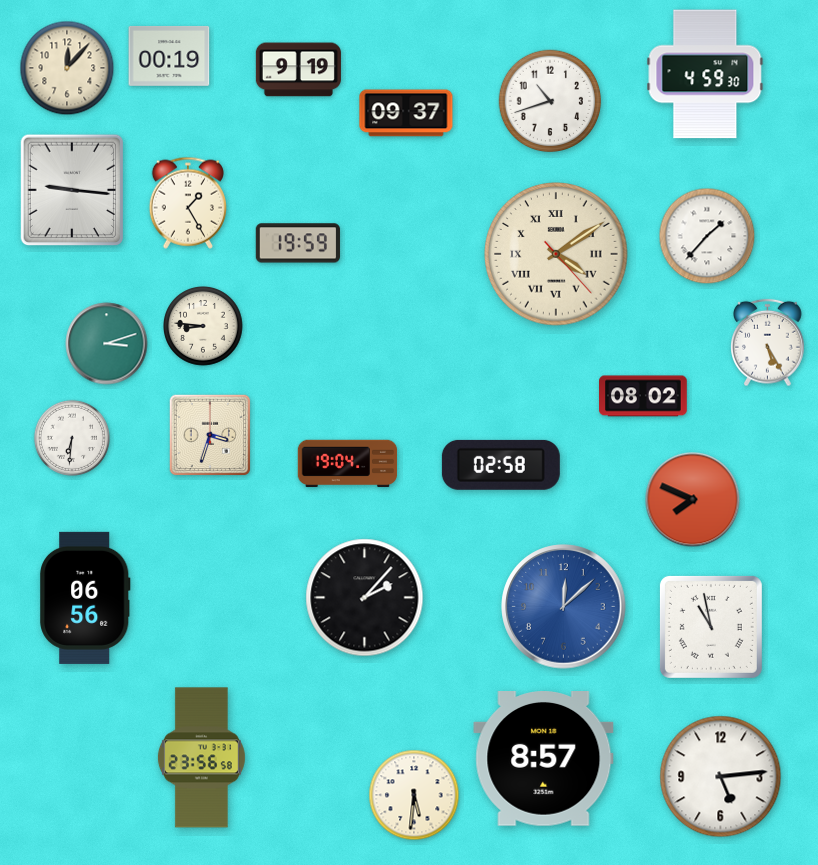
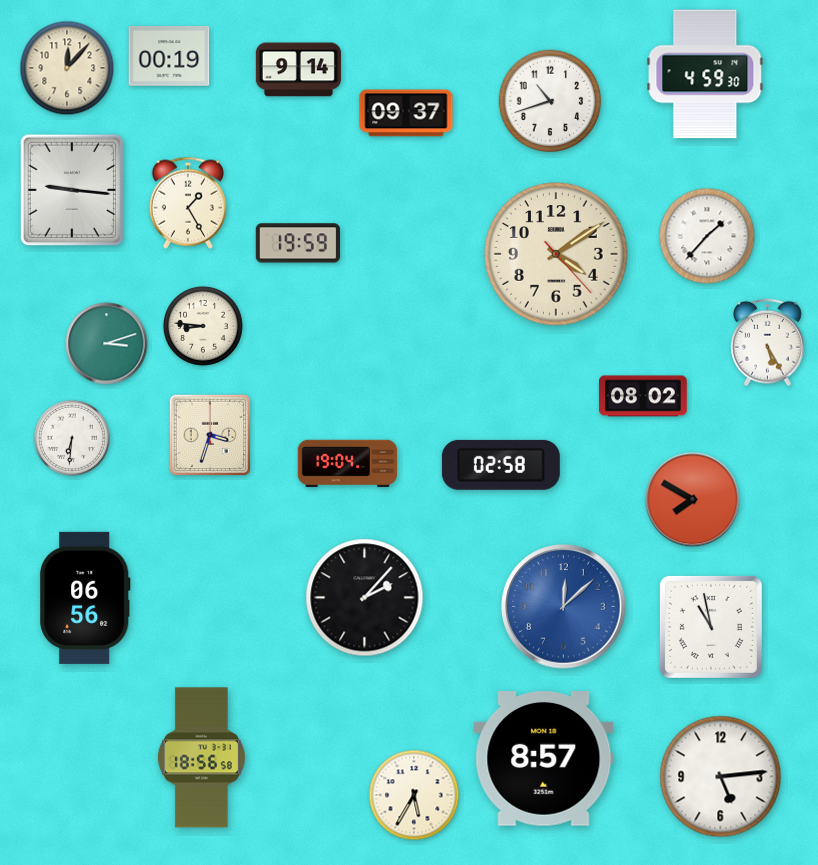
clock at (298, 70): 9:19 -> 9:14
clock at (556, 254) numerals: Roman -> Arabic
clock at (693, 500): 7:49 -> 7:50
clock at (201, 758): 23:56 -> 18:56
clock at (414, 795): 5:31 -> 5:35
